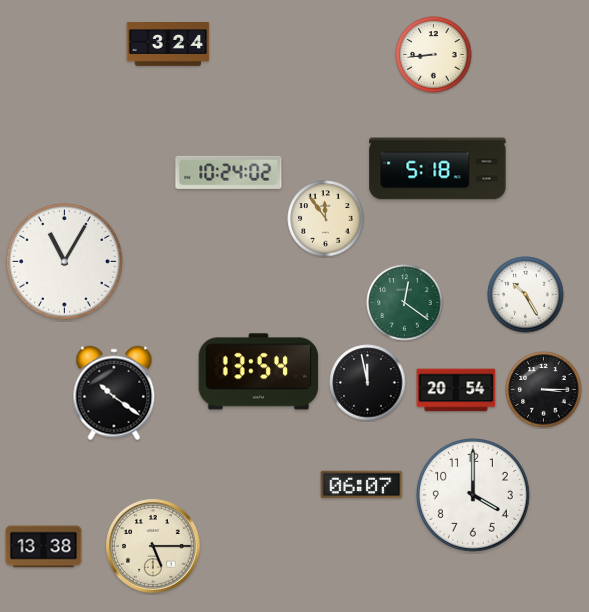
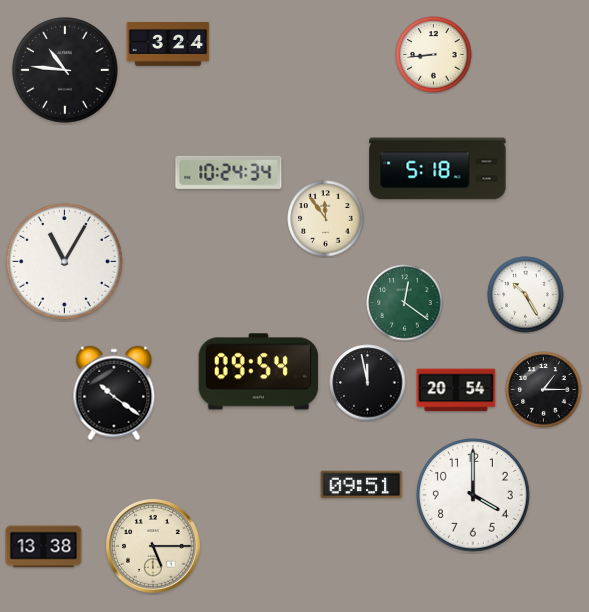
clock at (65, 70): none -> 10:46
clock at (229, 172): 10:24:02 -> 10:24:34
clock at (259, 372): 13:54 -> 09:54
clock at (544, 390): 3:15 -> 1:15
clock at (362, 485): 06:07 -> 09:51
